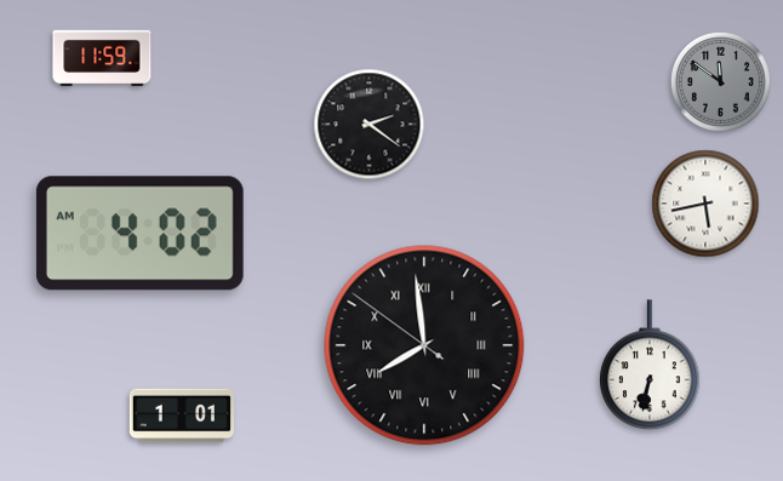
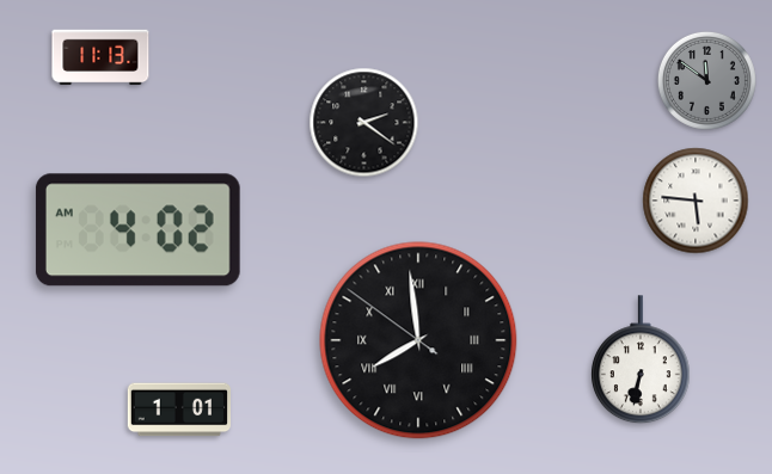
clock at (102, 58): 11:59 -> 11:13
clock at (720, 81) position: (720, 81) -> (706, 80)
clock at (705, 204): 5:43 -> 5:46
